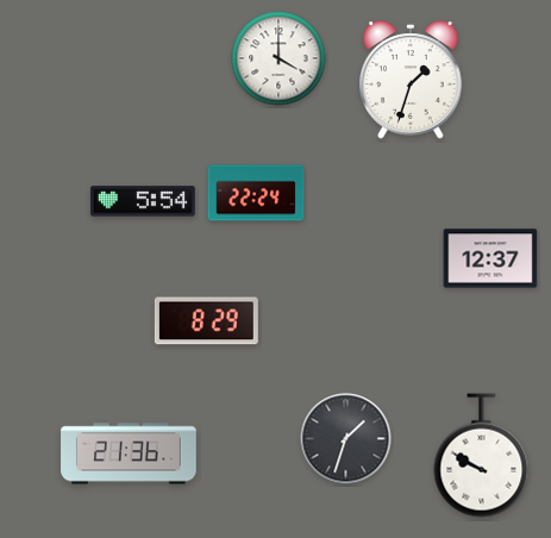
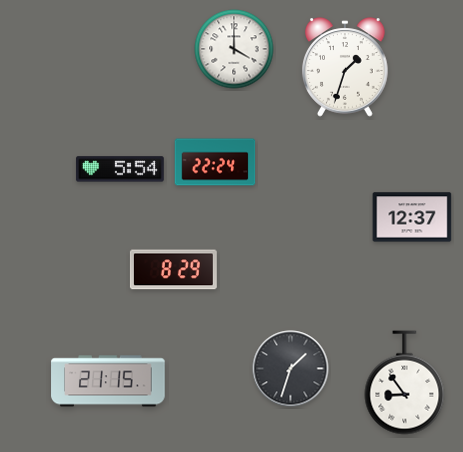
clock at (129, 453): 21:36 -> 21:15
clock at (482, 456): 9:50 -> 8:54
